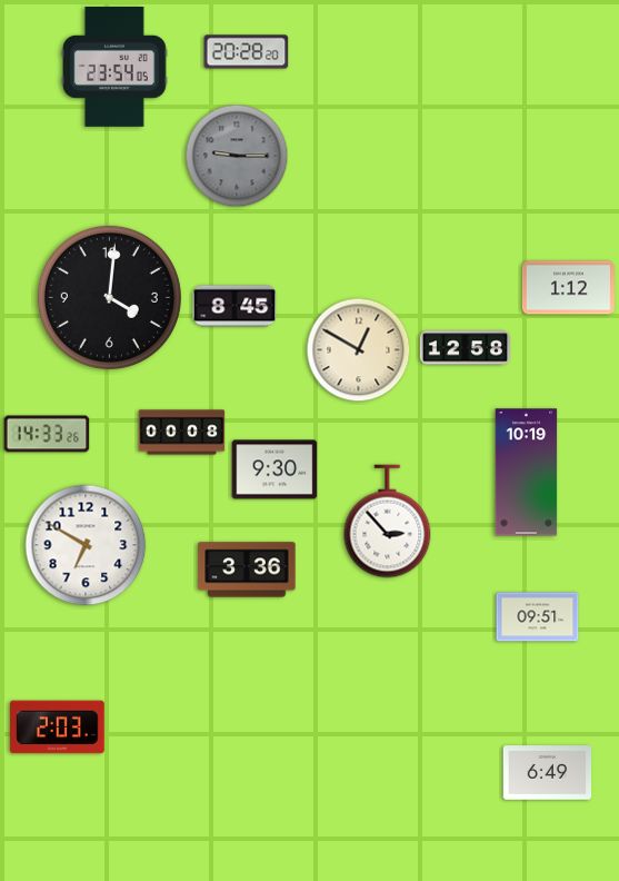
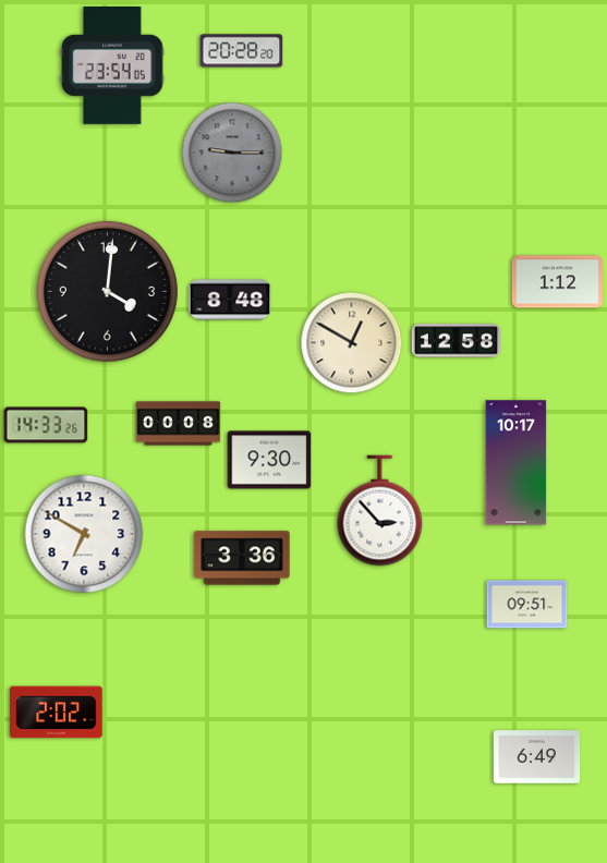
clock at (234, 306): 8:45 -> 8:48
clock at (527, 473): 10:19 -> 10:17
clock at (58, 727): 2:03 -> 2:02
